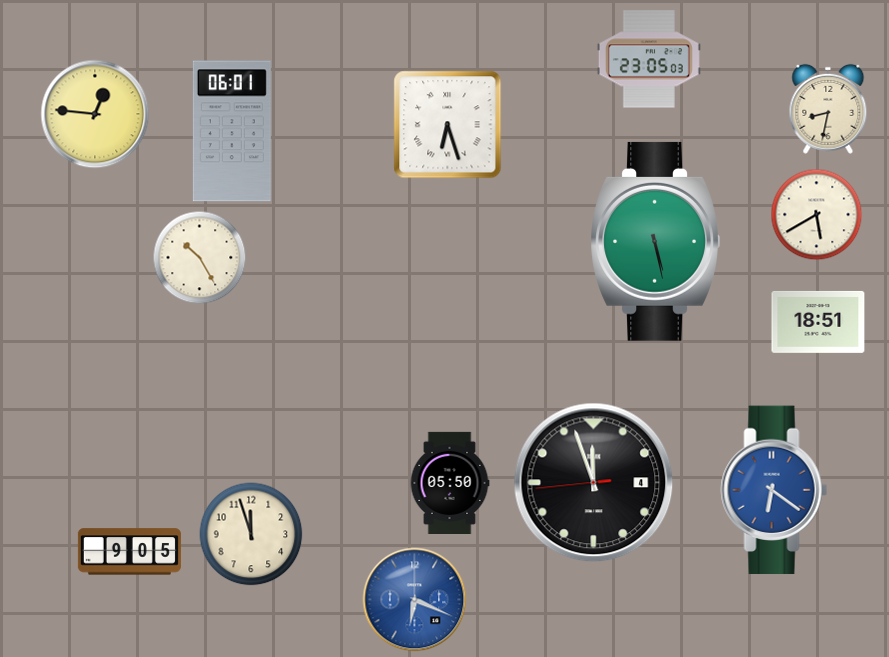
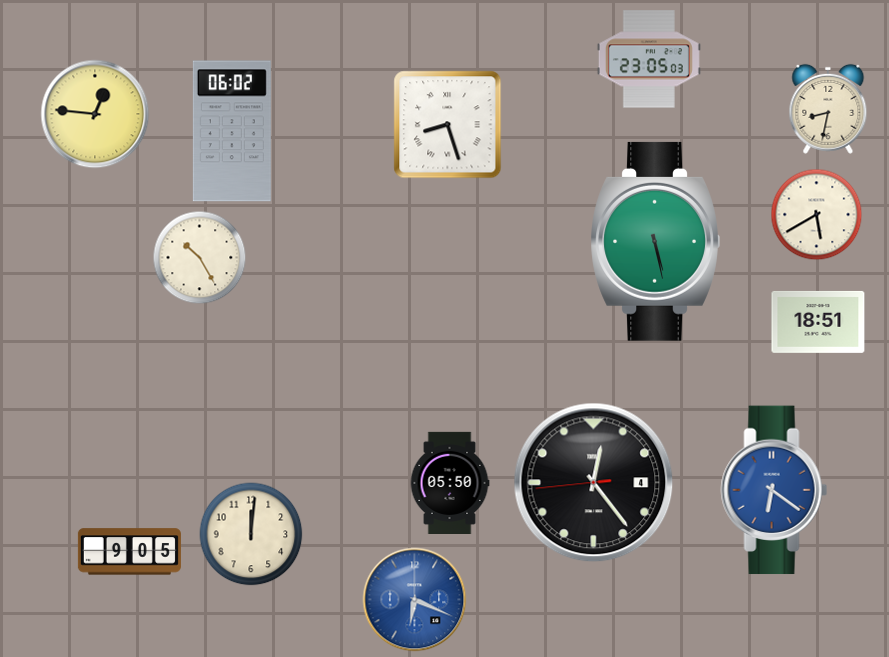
clock at (448, 125): 6:27 -> 8:27
clock at (232, 131): 06:01 -> 06:02
clock at (594, 483): 11:56 -> 12:23
clock at (251, 534): 11:57 -> 12:01
